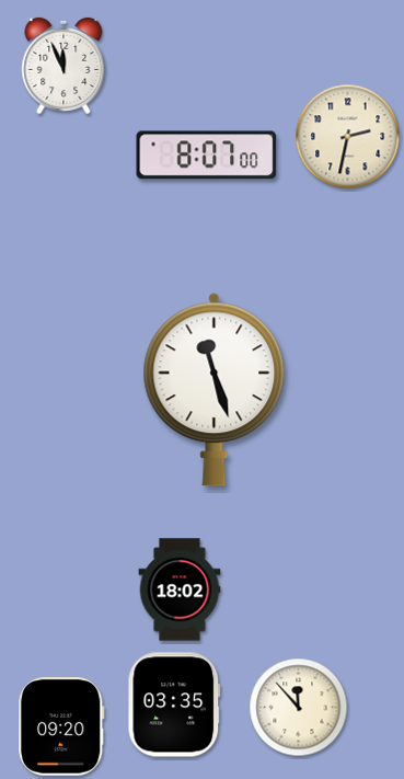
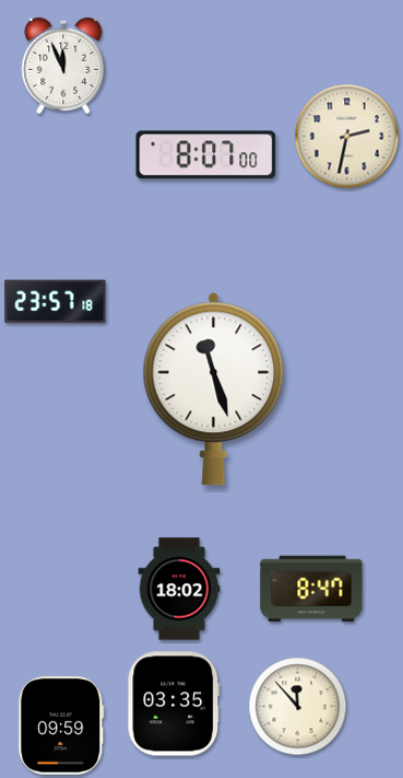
clock at (56, 302): none -> 23:57
clock at (311, 589): none -> 8:47
clock at (61, 726): 09:20 -> 09:59
